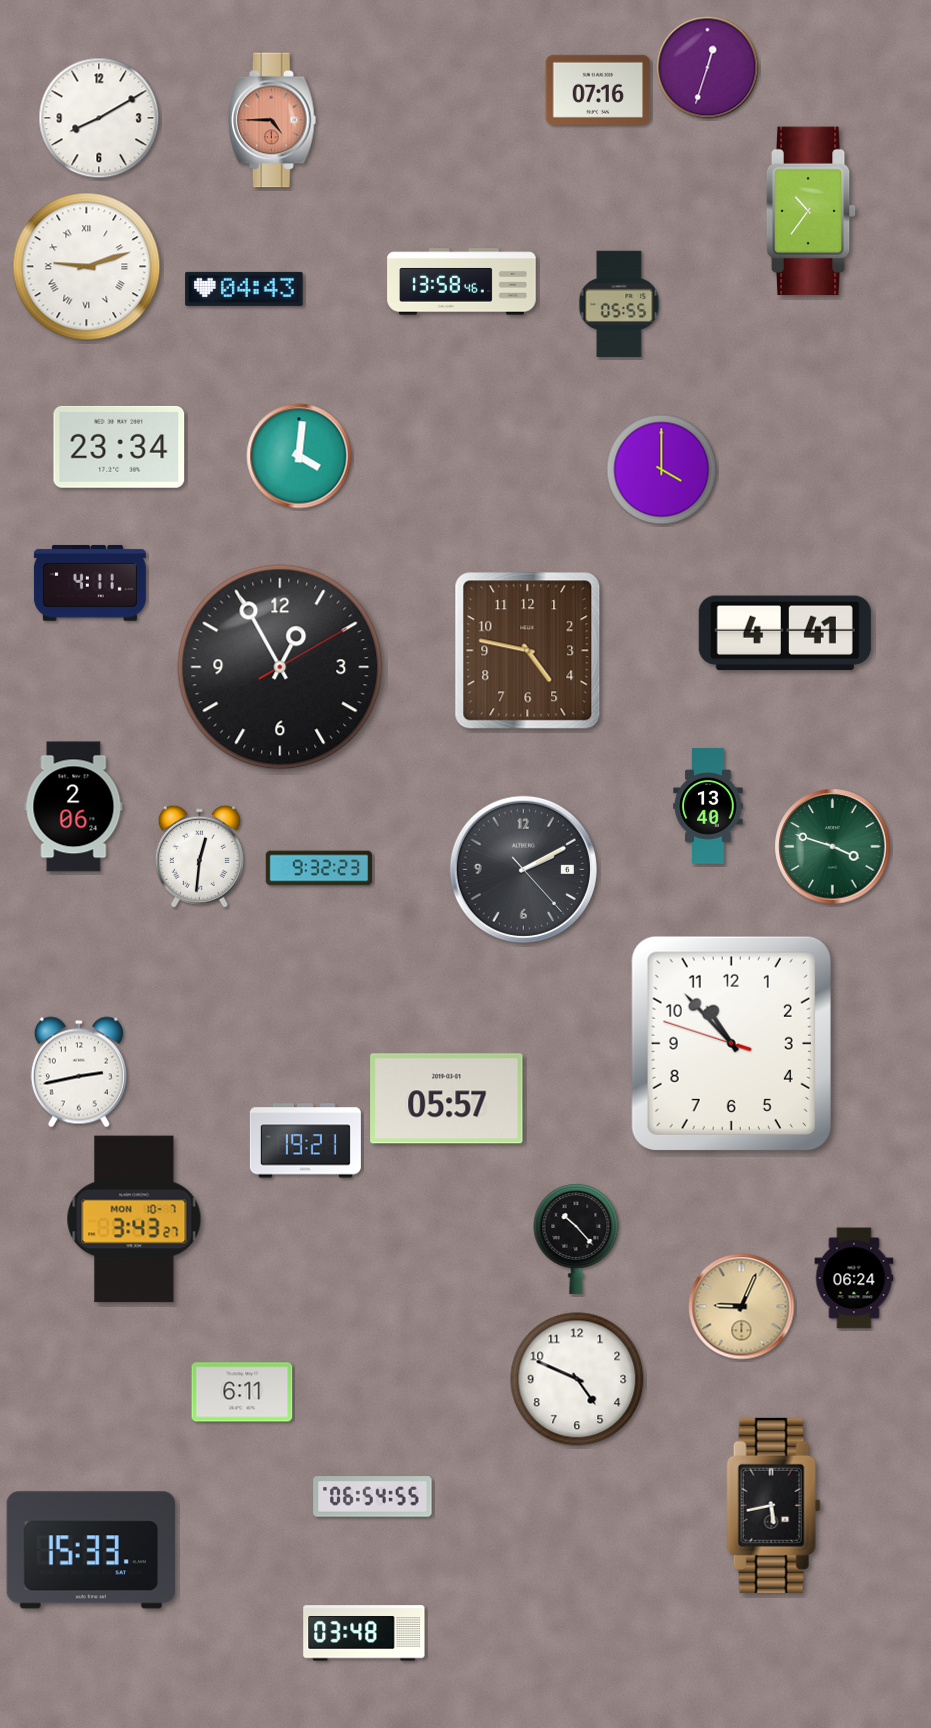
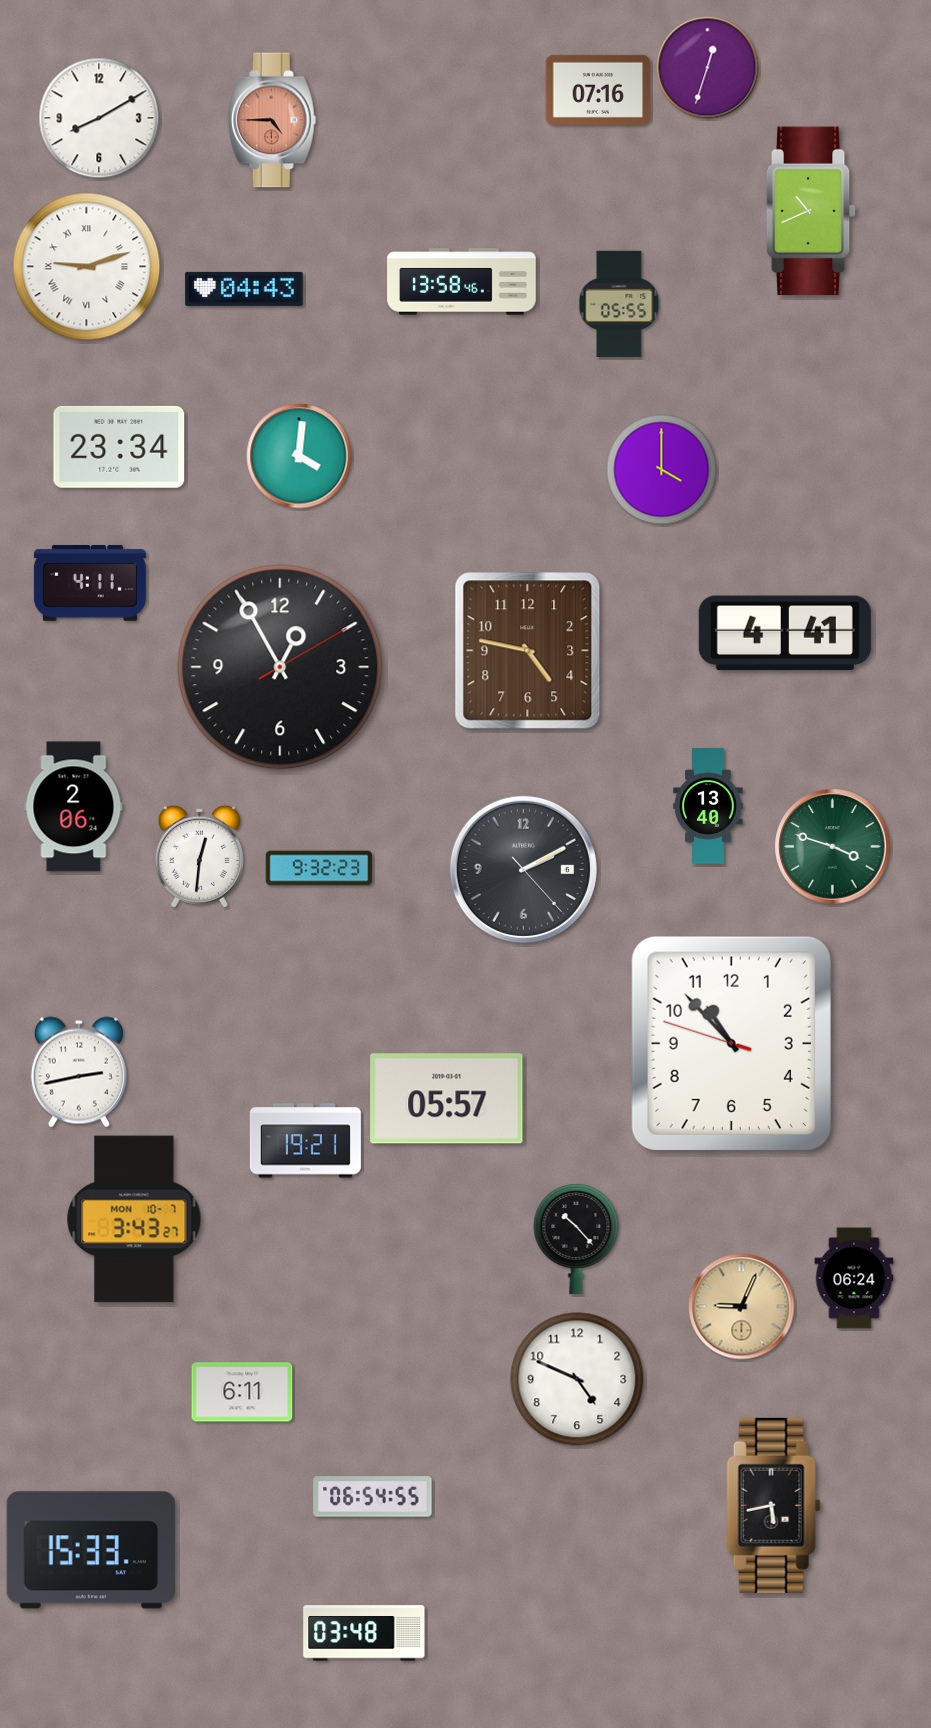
clock at (811, 211): 10:36 -> 10:41
